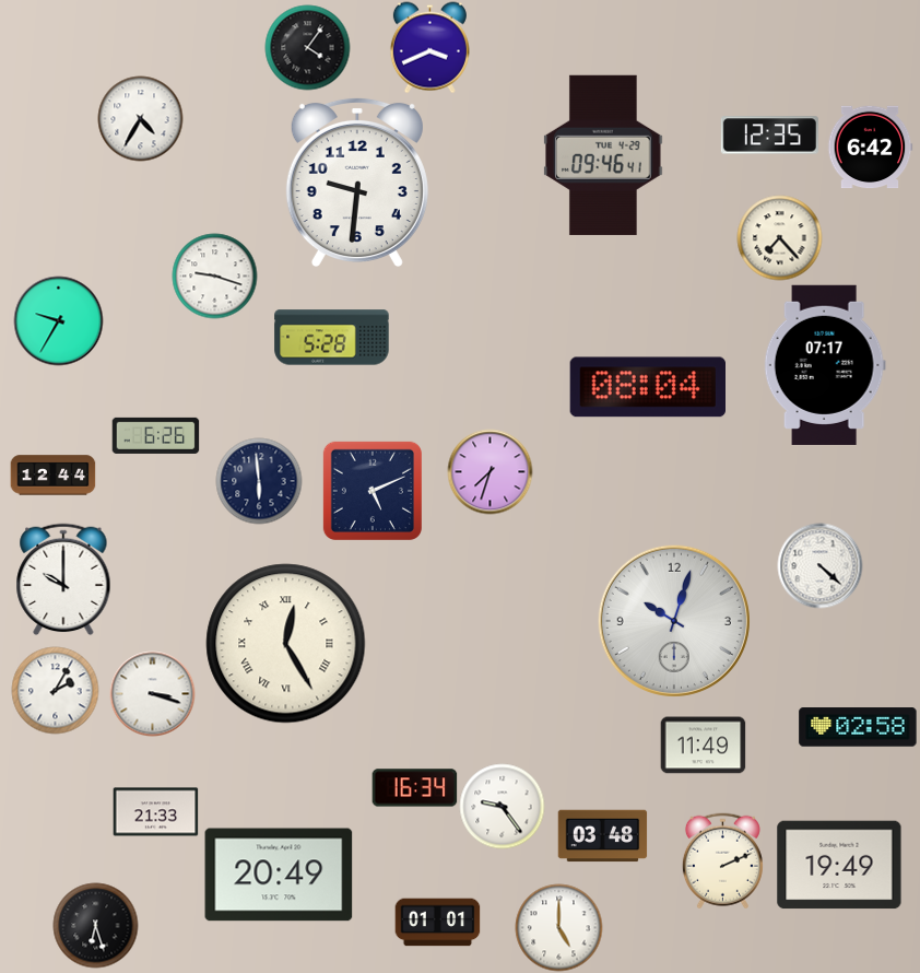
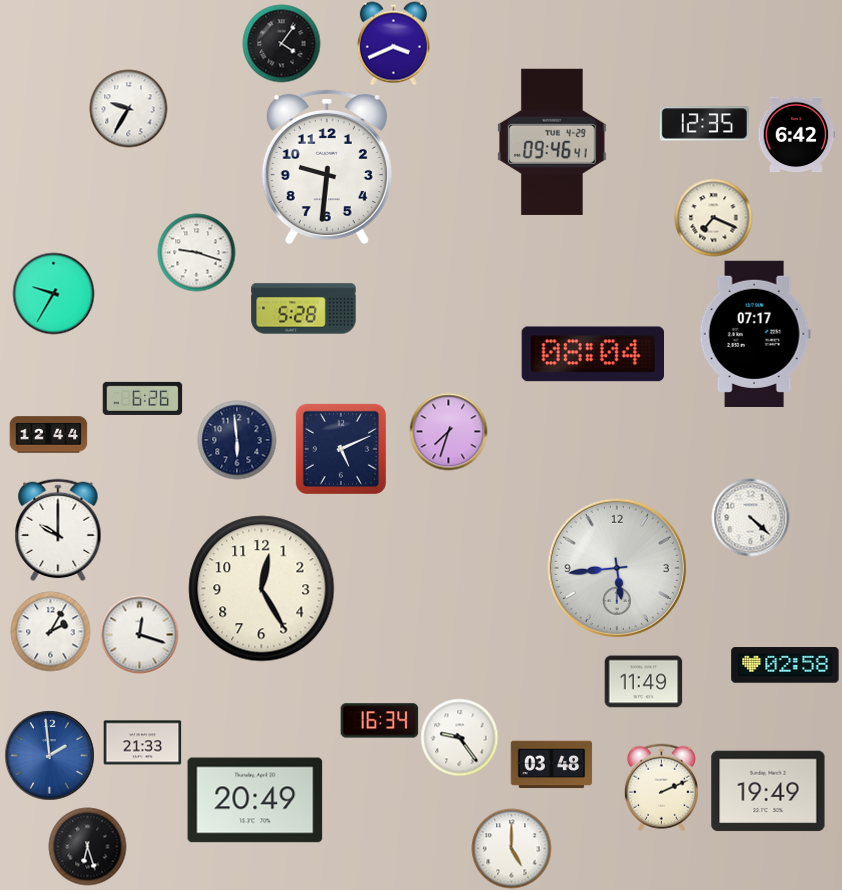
clock at (140, 118): 4:35 -> 9:35
clock at (779, 237): 7:23 -> 7:19
clock at (674, 621): 10:03 -> 5:44
clock at (286, 644) numerals: Roman -> Arabic
clock at (152, 693): 3:18 -> 12:18
clock at (49, 755): none -> 1:59
clock at (437, 923): 01:01 -> none
